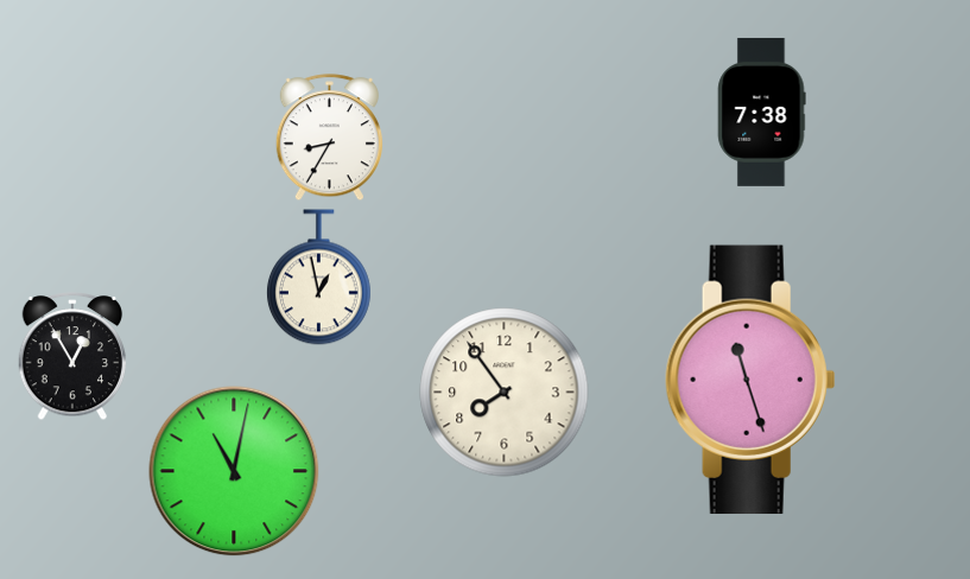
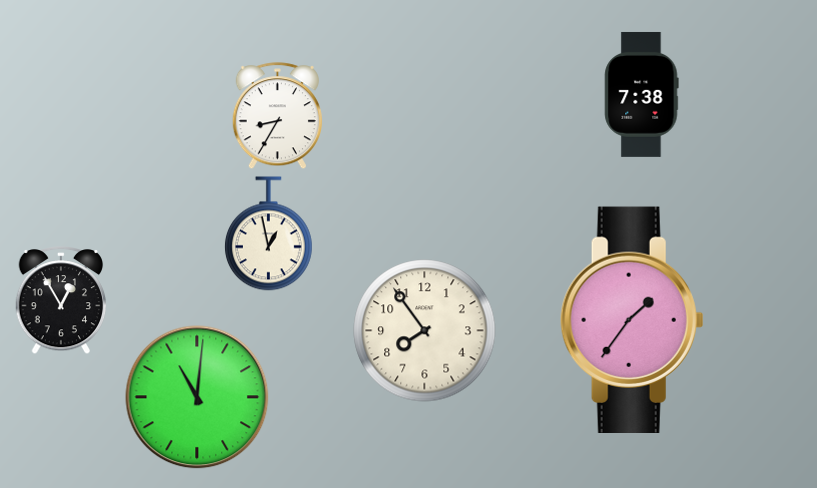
clock at (750, 378): 11:27 -> 1:36
clock at (234, 471): 11:02 -> 11:01
